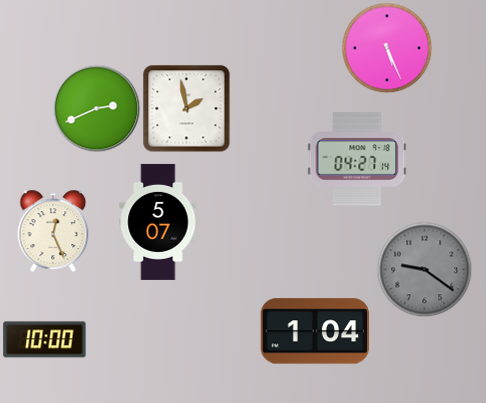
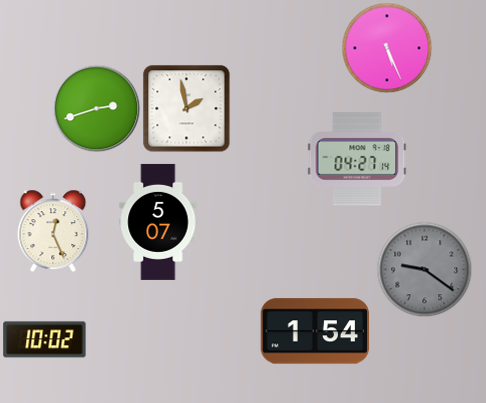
clock at (96, 108): 2:41 -> 2:42
clock at (315, 331): 1:04 -> 1:54
clock at (45, 340): 10:00 -> 10:02
